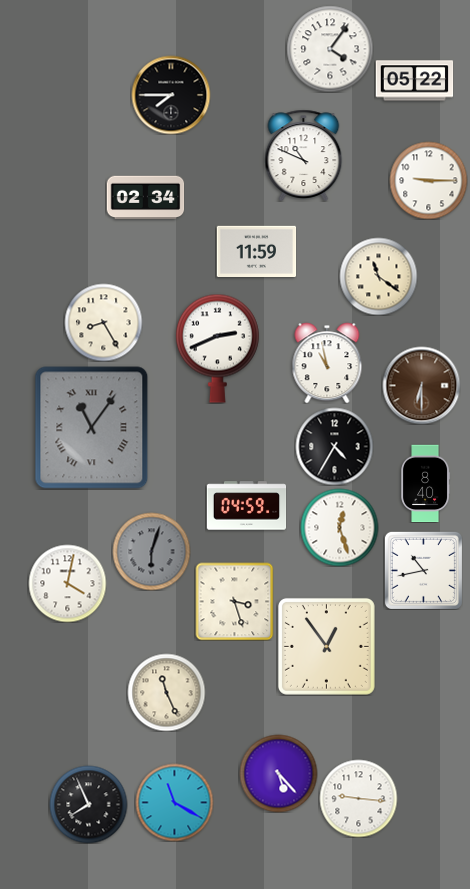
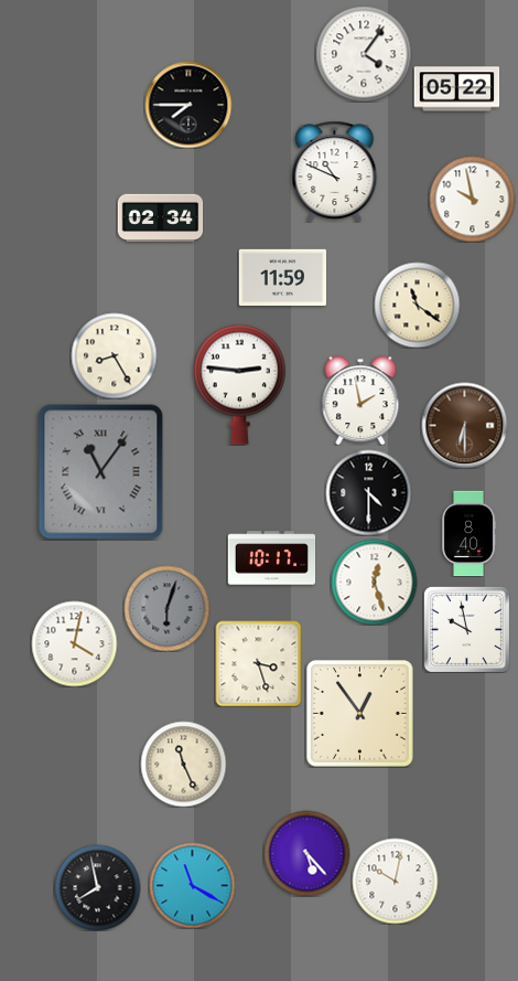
clock at (428, 180): 9:15 -> 9:58
clock at (217, 348): 2:41 -> 2:46
clock at (327, 363): 10:58 -> 1:58
clock at (334, 446): 4:35 -> 4:30
clock at (246, 506): 04:59 -> 10:17
clock at (423, 570): 10:43 -> 9:58
clock at (358, 798): 9:16 -> 10:02
clock at (88, 804): 7:56 -> 7:58
